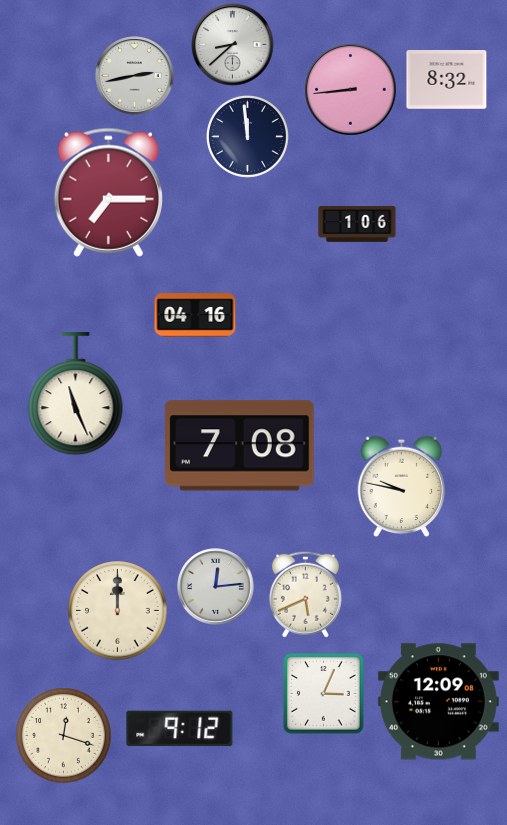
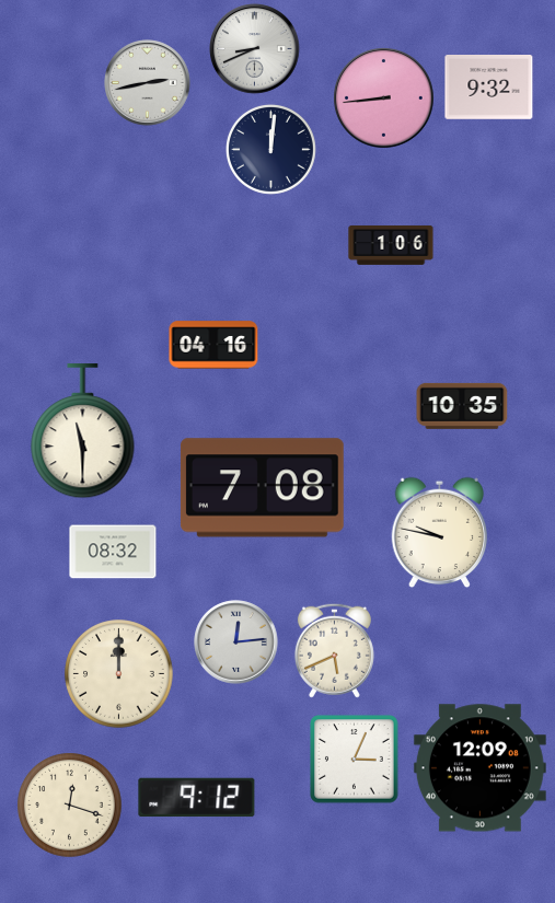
clock at (233, 45): 8:38 -> 8:41
clock at (447, 80): 8:32 -> 9:32
clock at (247, 136): 11:59 -> 12:01
clock at (108, 192): 7:15 -> none
clock at (462, 406): none -> 10:35
clock at (76, 394): 11:26 -> 11:30
clock at (113, 552): none -> 08:32
clock at (118, 611) position: (118, 611) -> (119, 674)
